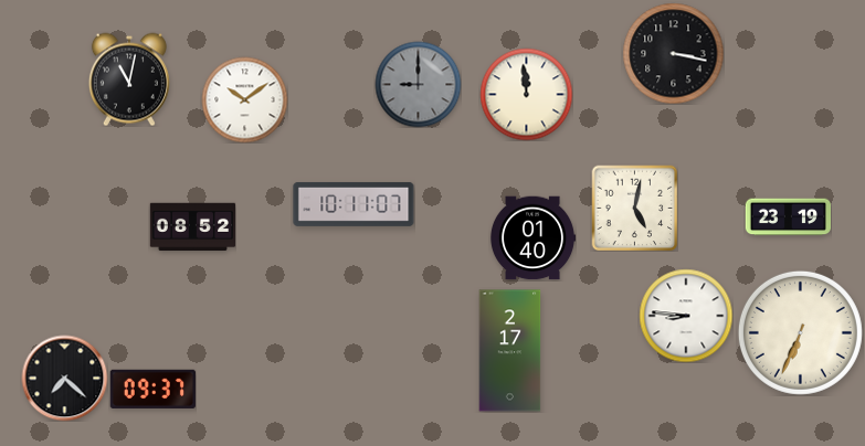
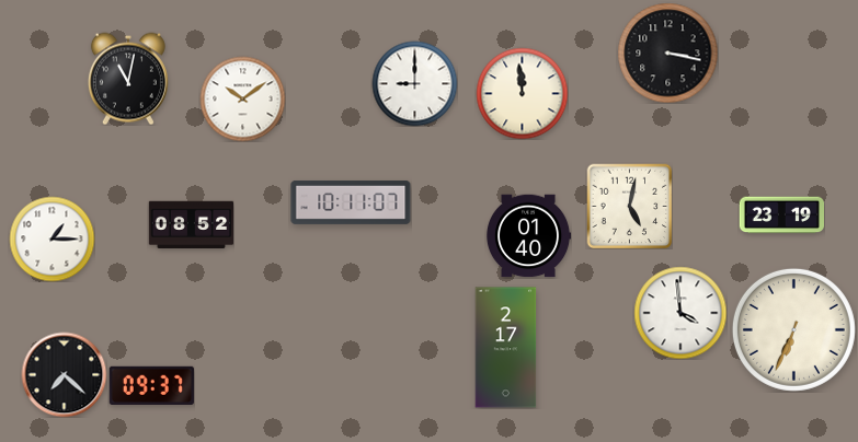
clock at (418, 84) dial: grey -> white
clock at (52, 239): none -> 1:15
clock at (686, 316): 8:46 -> 3:59
